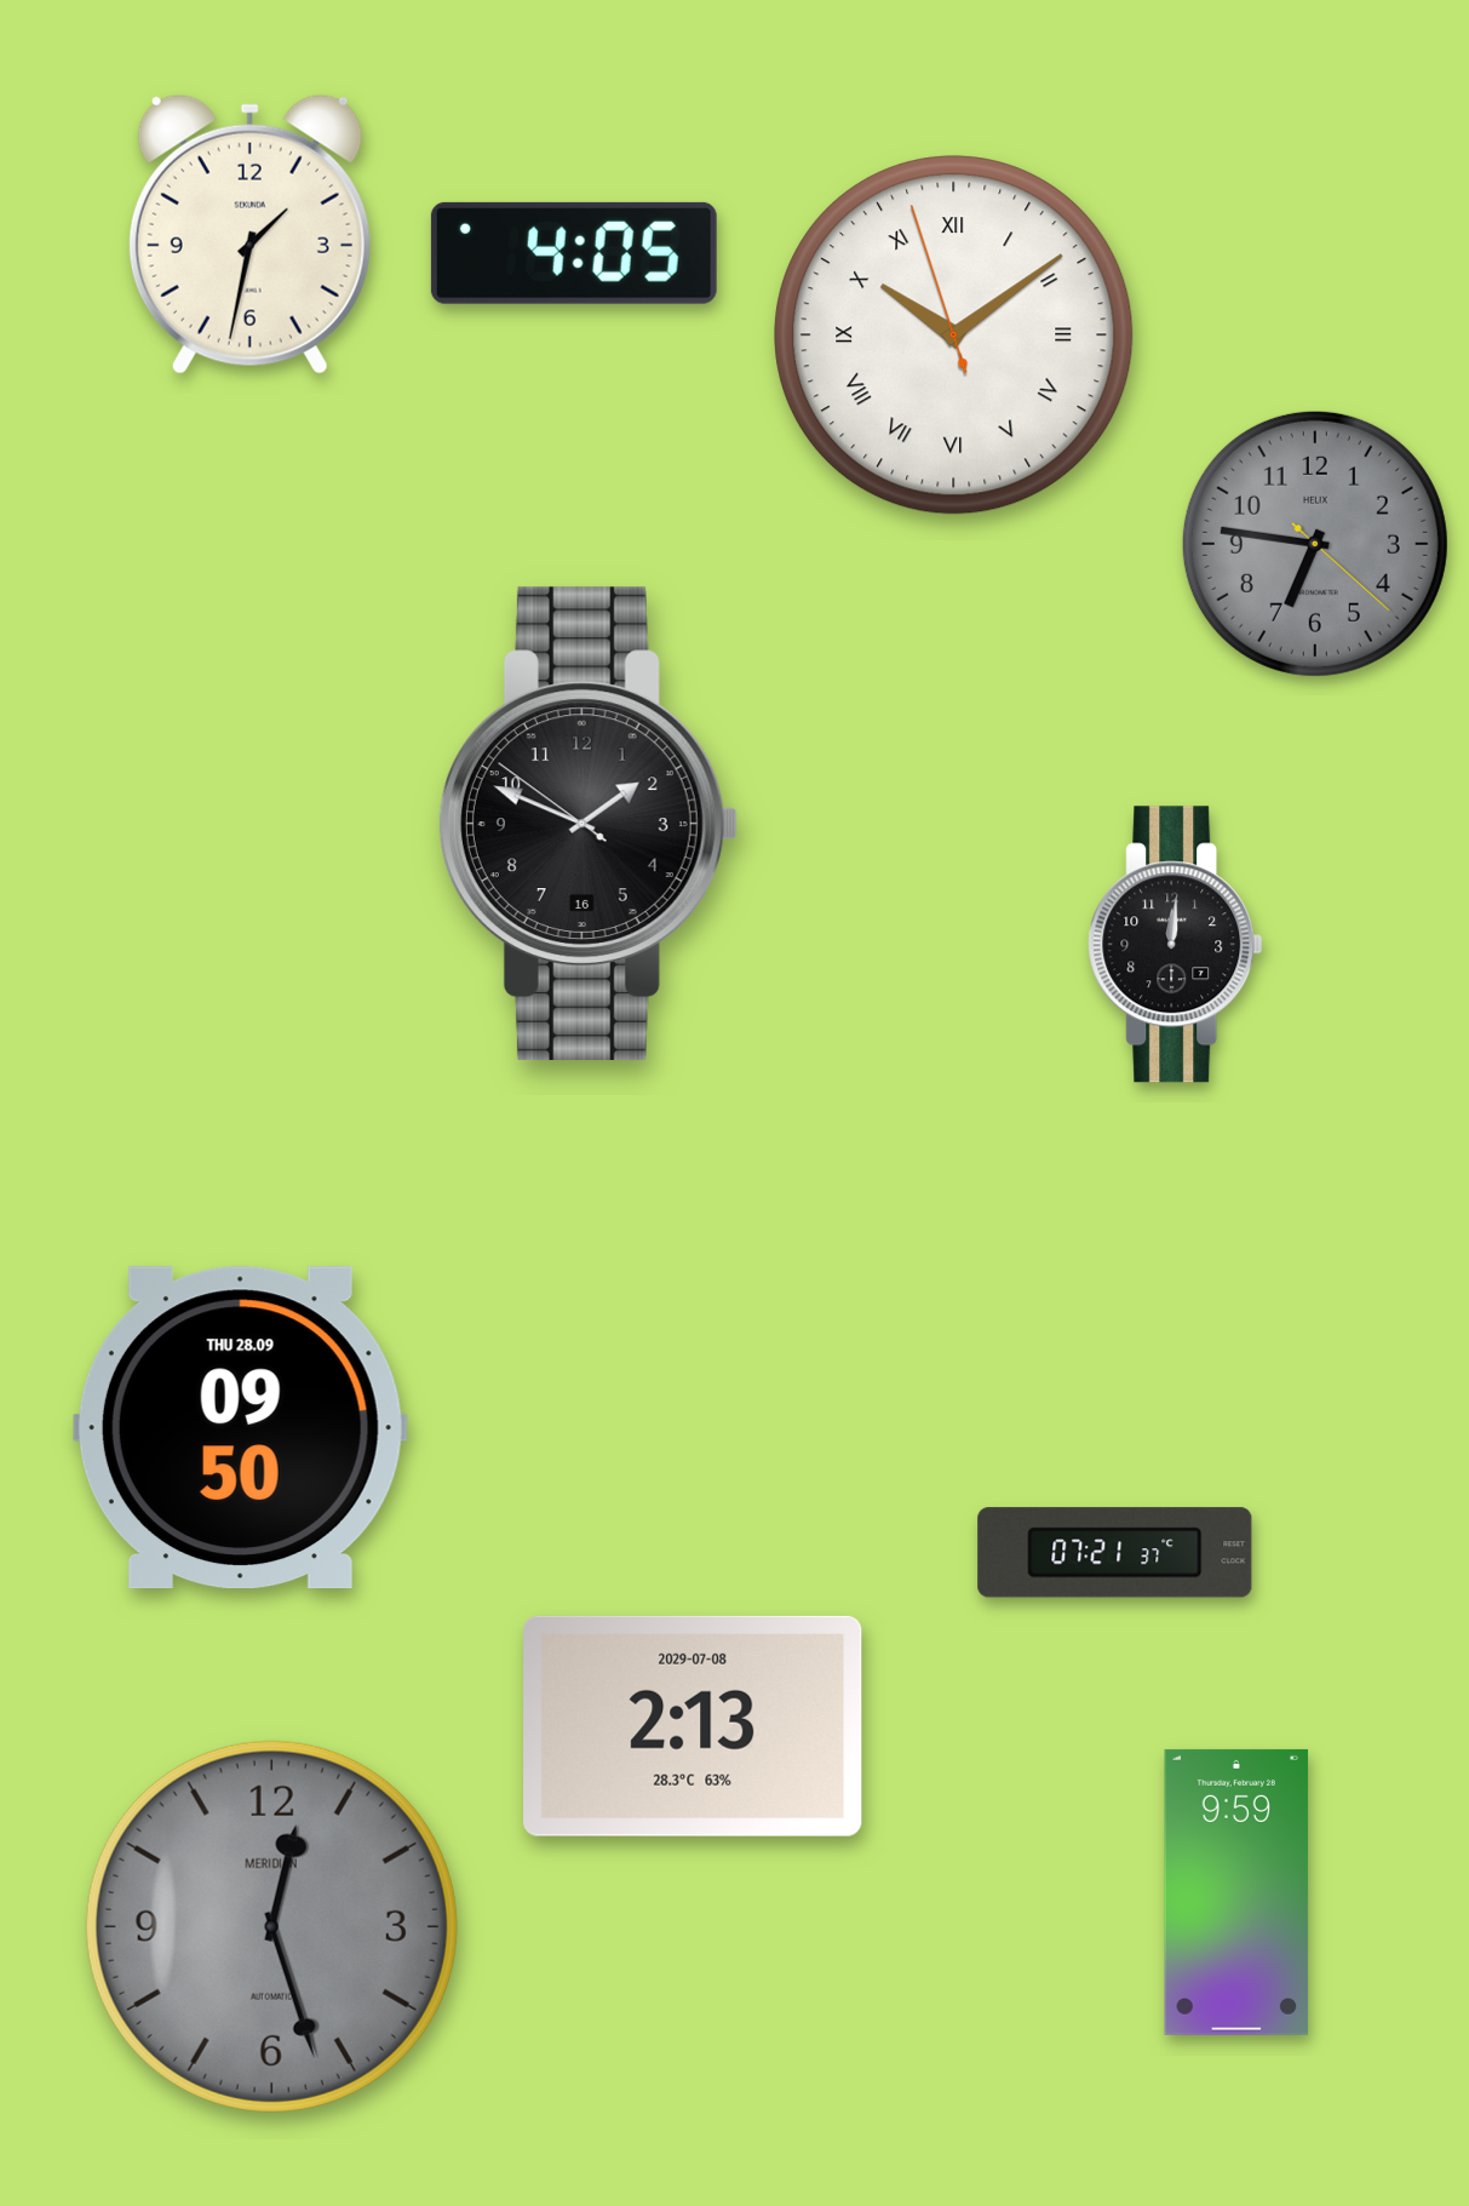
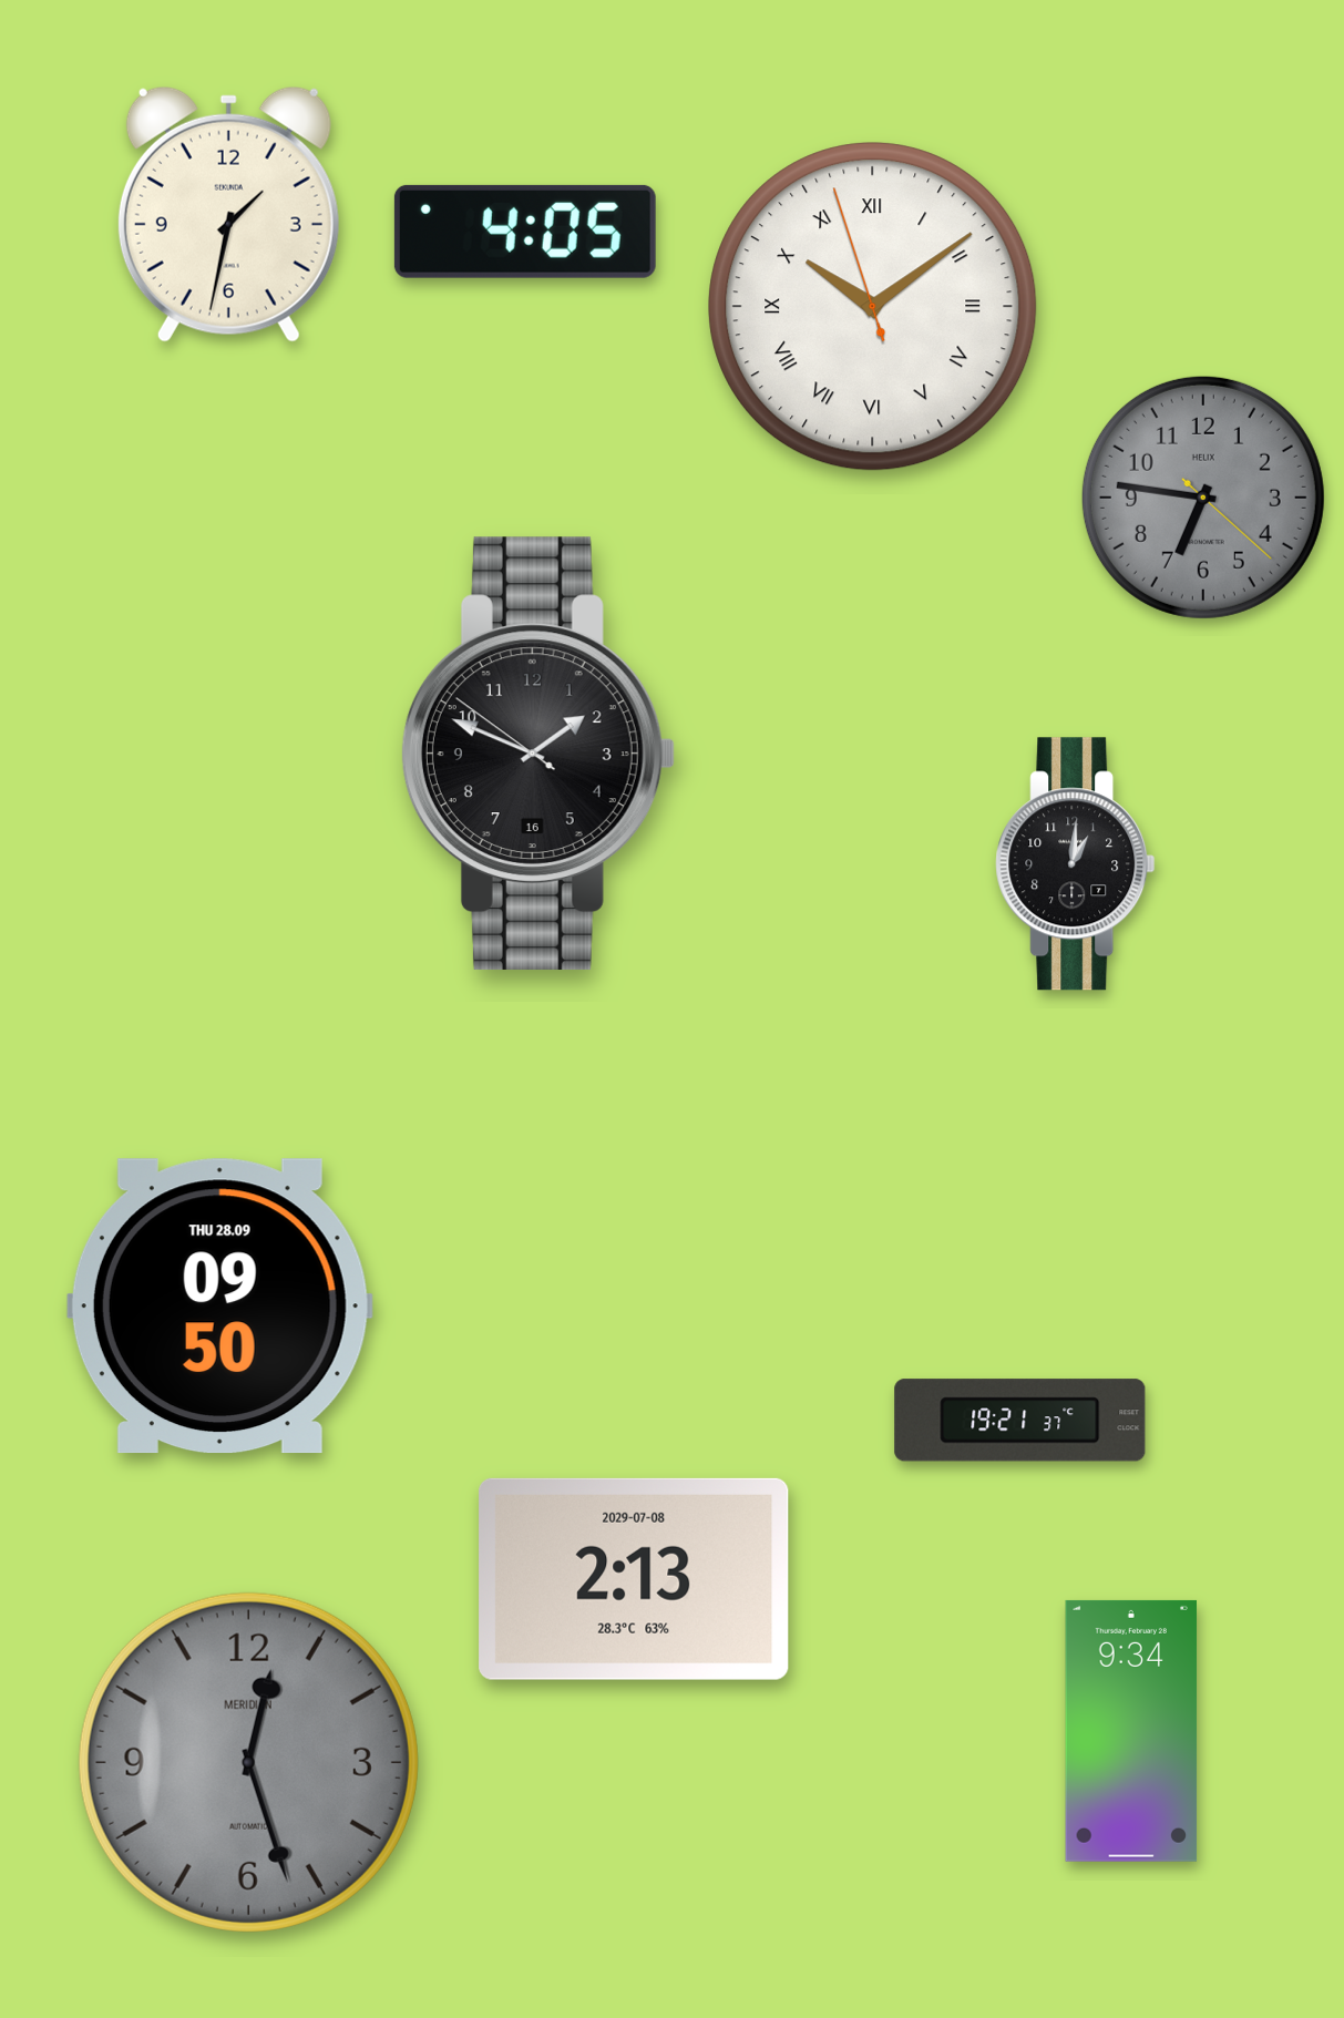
clock at (1176, 945): 12:01 -> 1:01
clock at (1115, 1553): 07:21 -> 19:21
clock at (1236, 1892): 9:59 -> 9:34
